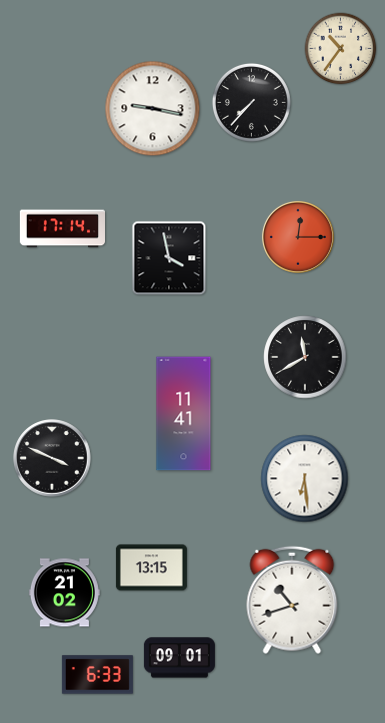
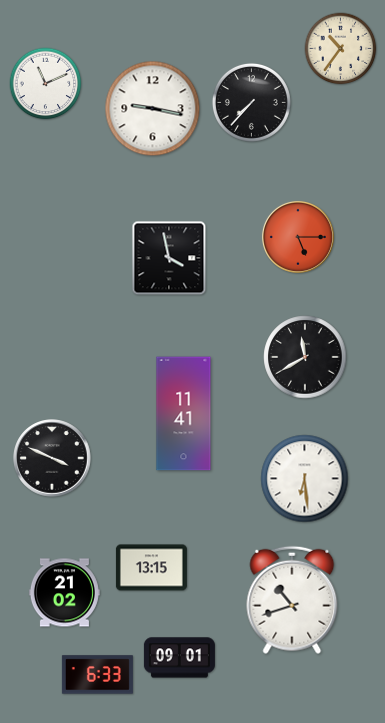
clock at (46, 84): none -> 11:11
clock at (63, 229): 17:14 -> none
clock at (298, 237): 12:15 -> 5:15
